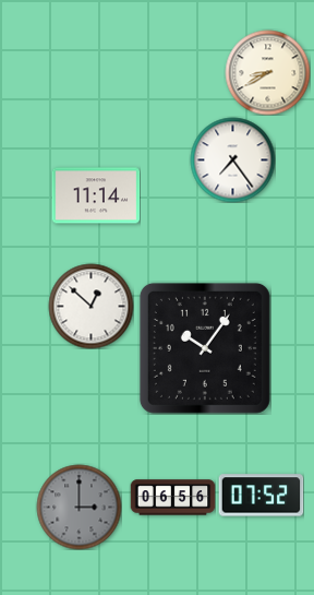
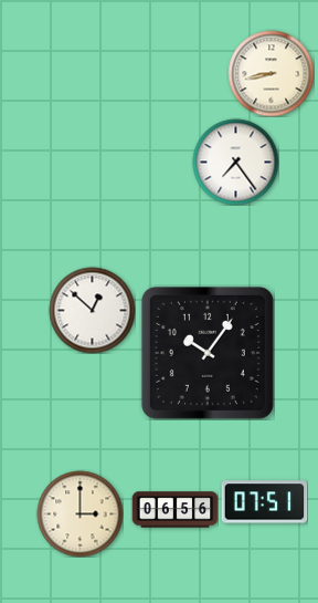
clock at (267, 72): 8:40 -> 8:43
clock at (96, 195): 11:14 -> none
clock at (261, 496): 07:52 -> 07:51
clock at (172, 498) position: (172, 498) -> (174, 510)
clock at (78, 507) dial: grey -> cream
